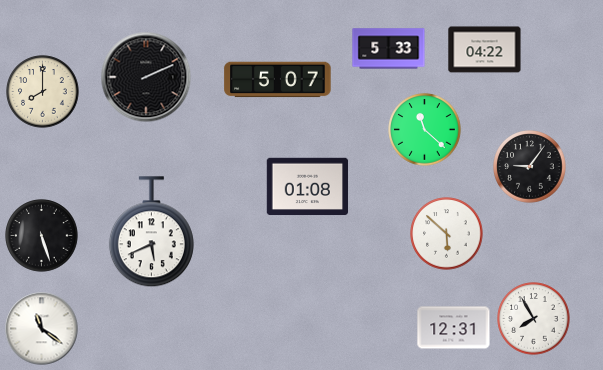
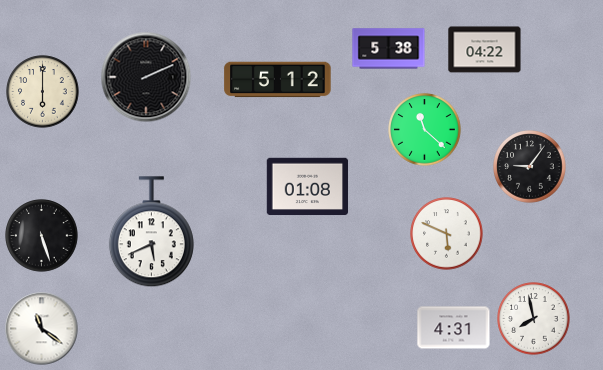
clock at (389, 49): 5:33 -> 5:38
clock at (278, 80): 5:07 -> 5:12
clock at (43, 92): 8:00 -> 6:00
clock at (447, 234): 5:52 -> 5:49
clock at (534, 319): 7:55 -> 7:58
clock at (454, 328): 12:31 -> 4:31
